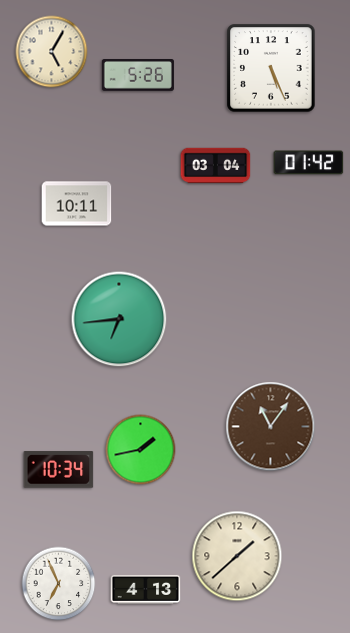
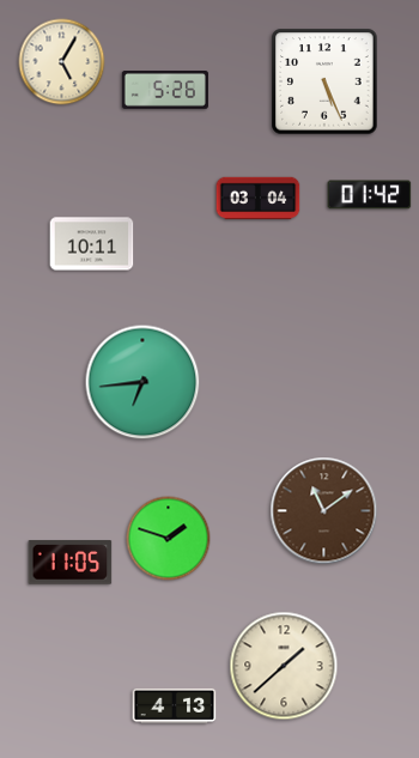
clock at (271, 427): 11:06 -> 11:09
clock at (141, 450): 1:43 -> 1:48
clock at (59, 470): 10:34 -> 11:05
clock at (59, 584): 6:56 -> none
